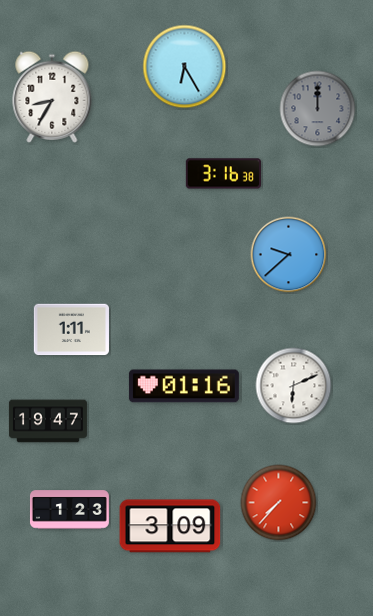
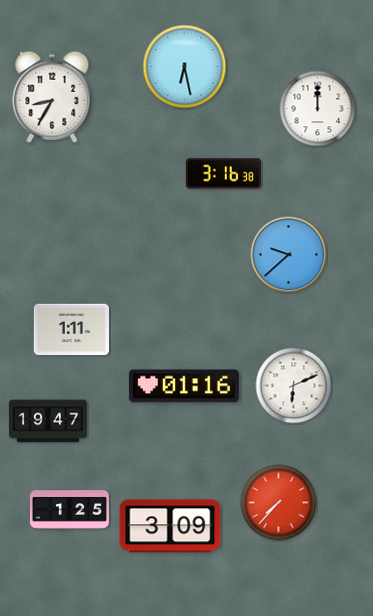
clock at (185, 67): 6:25 -> 6:28
clock at (318, 109) dial: grey -> white
clock at (69, 510): 1:23 -> 1:25
